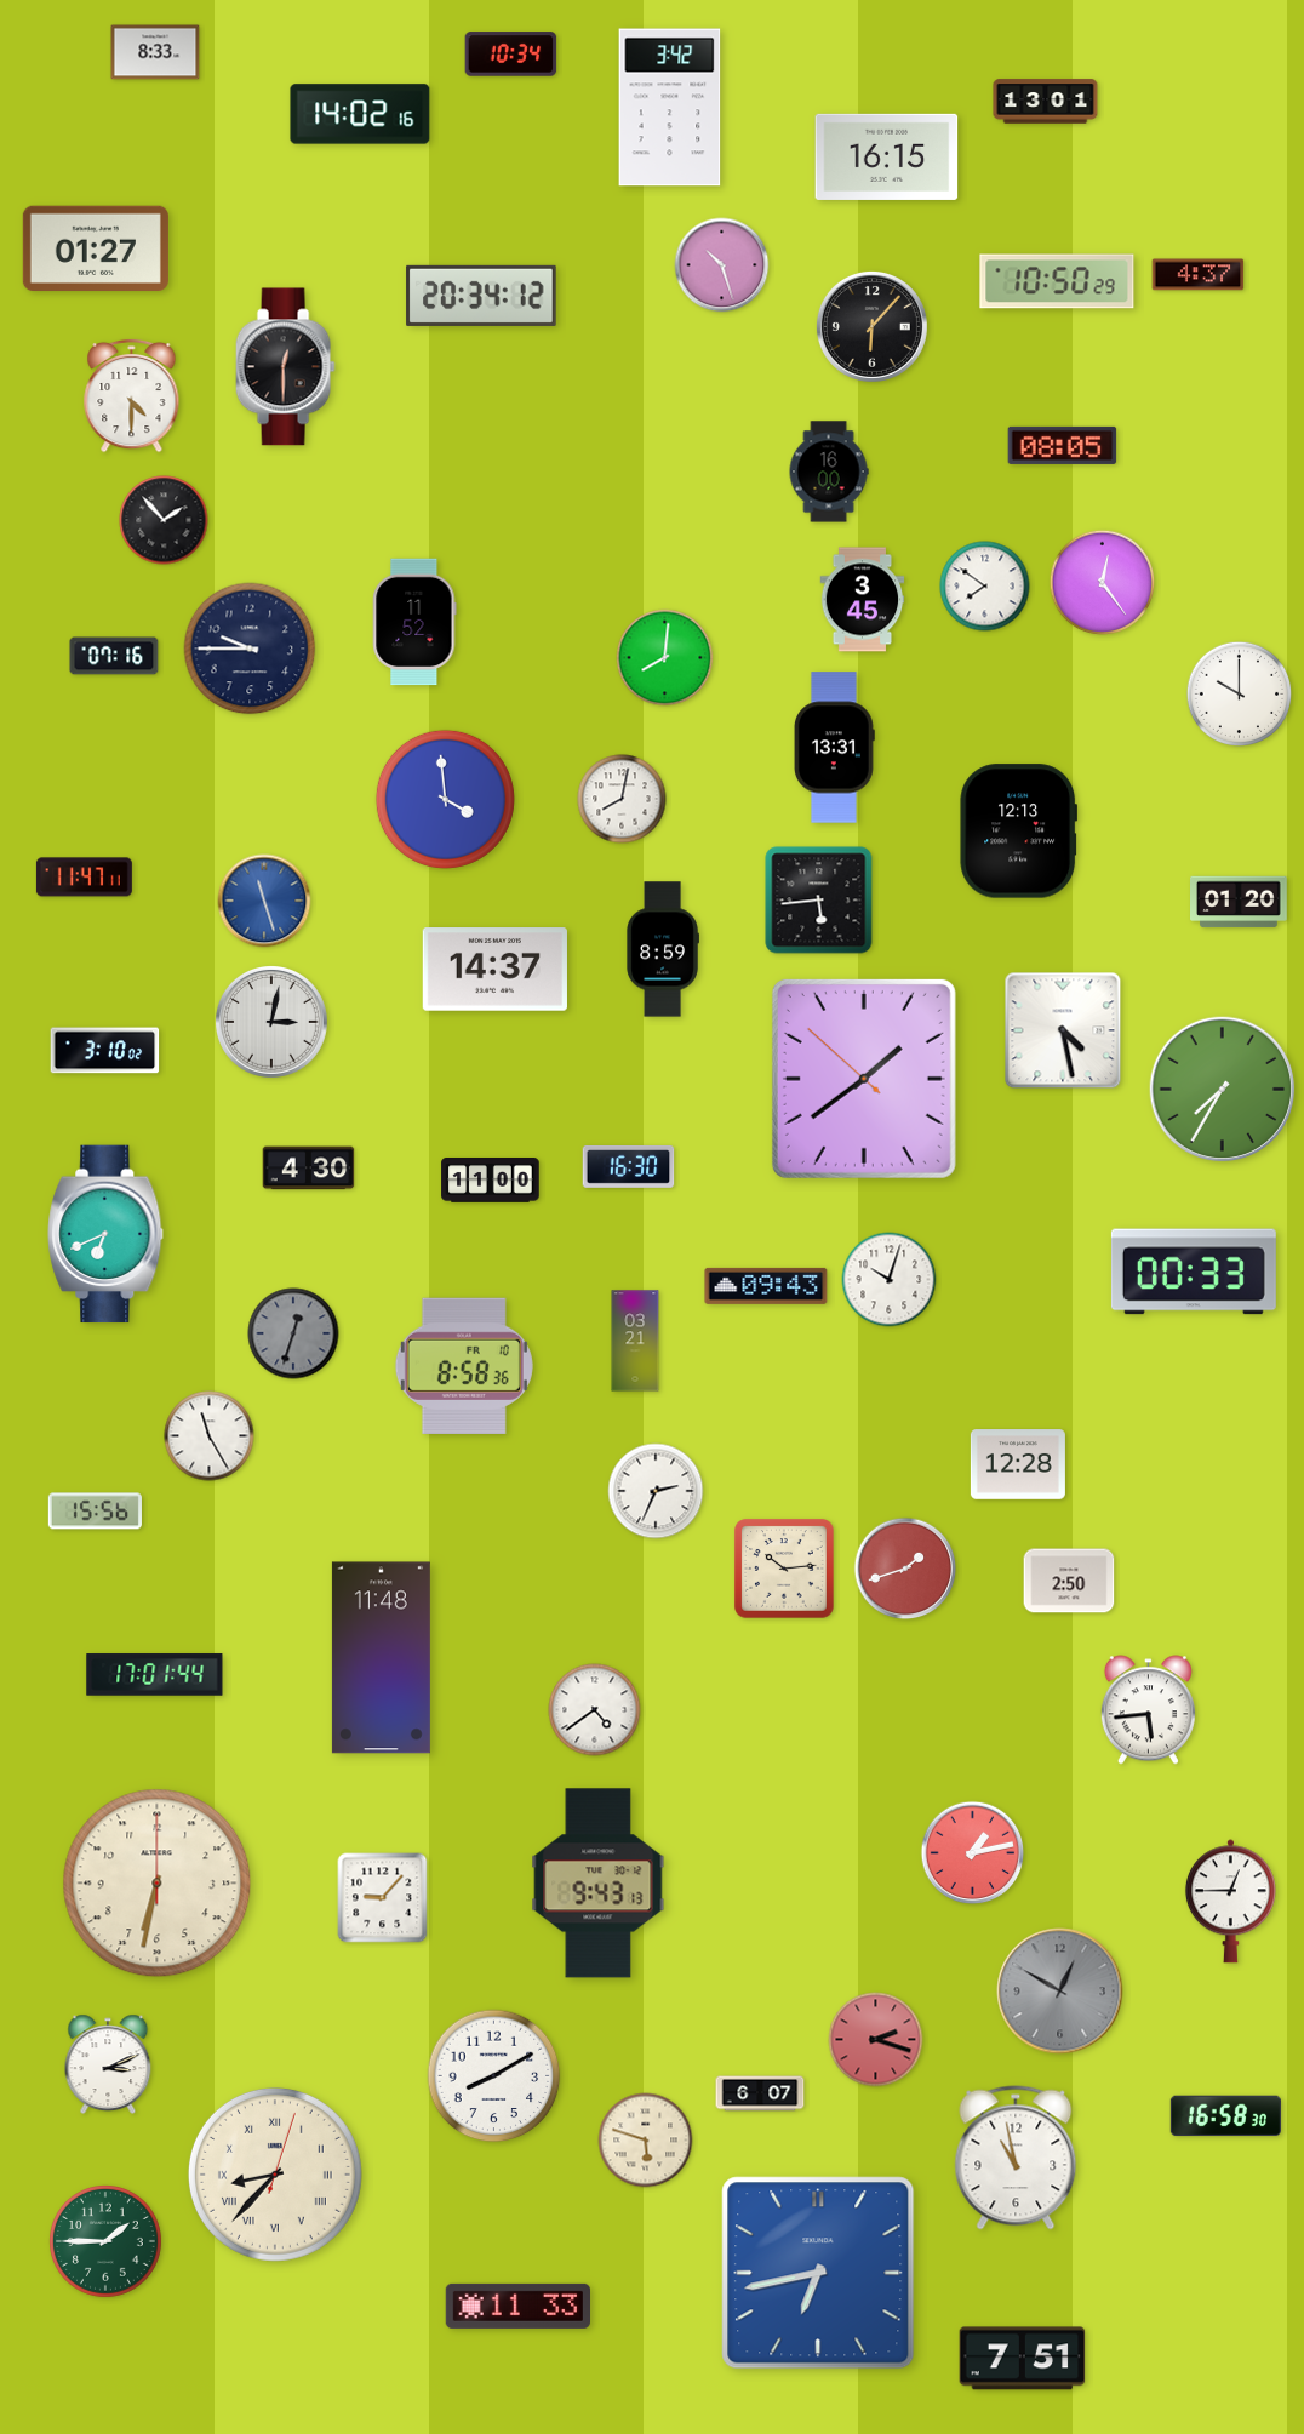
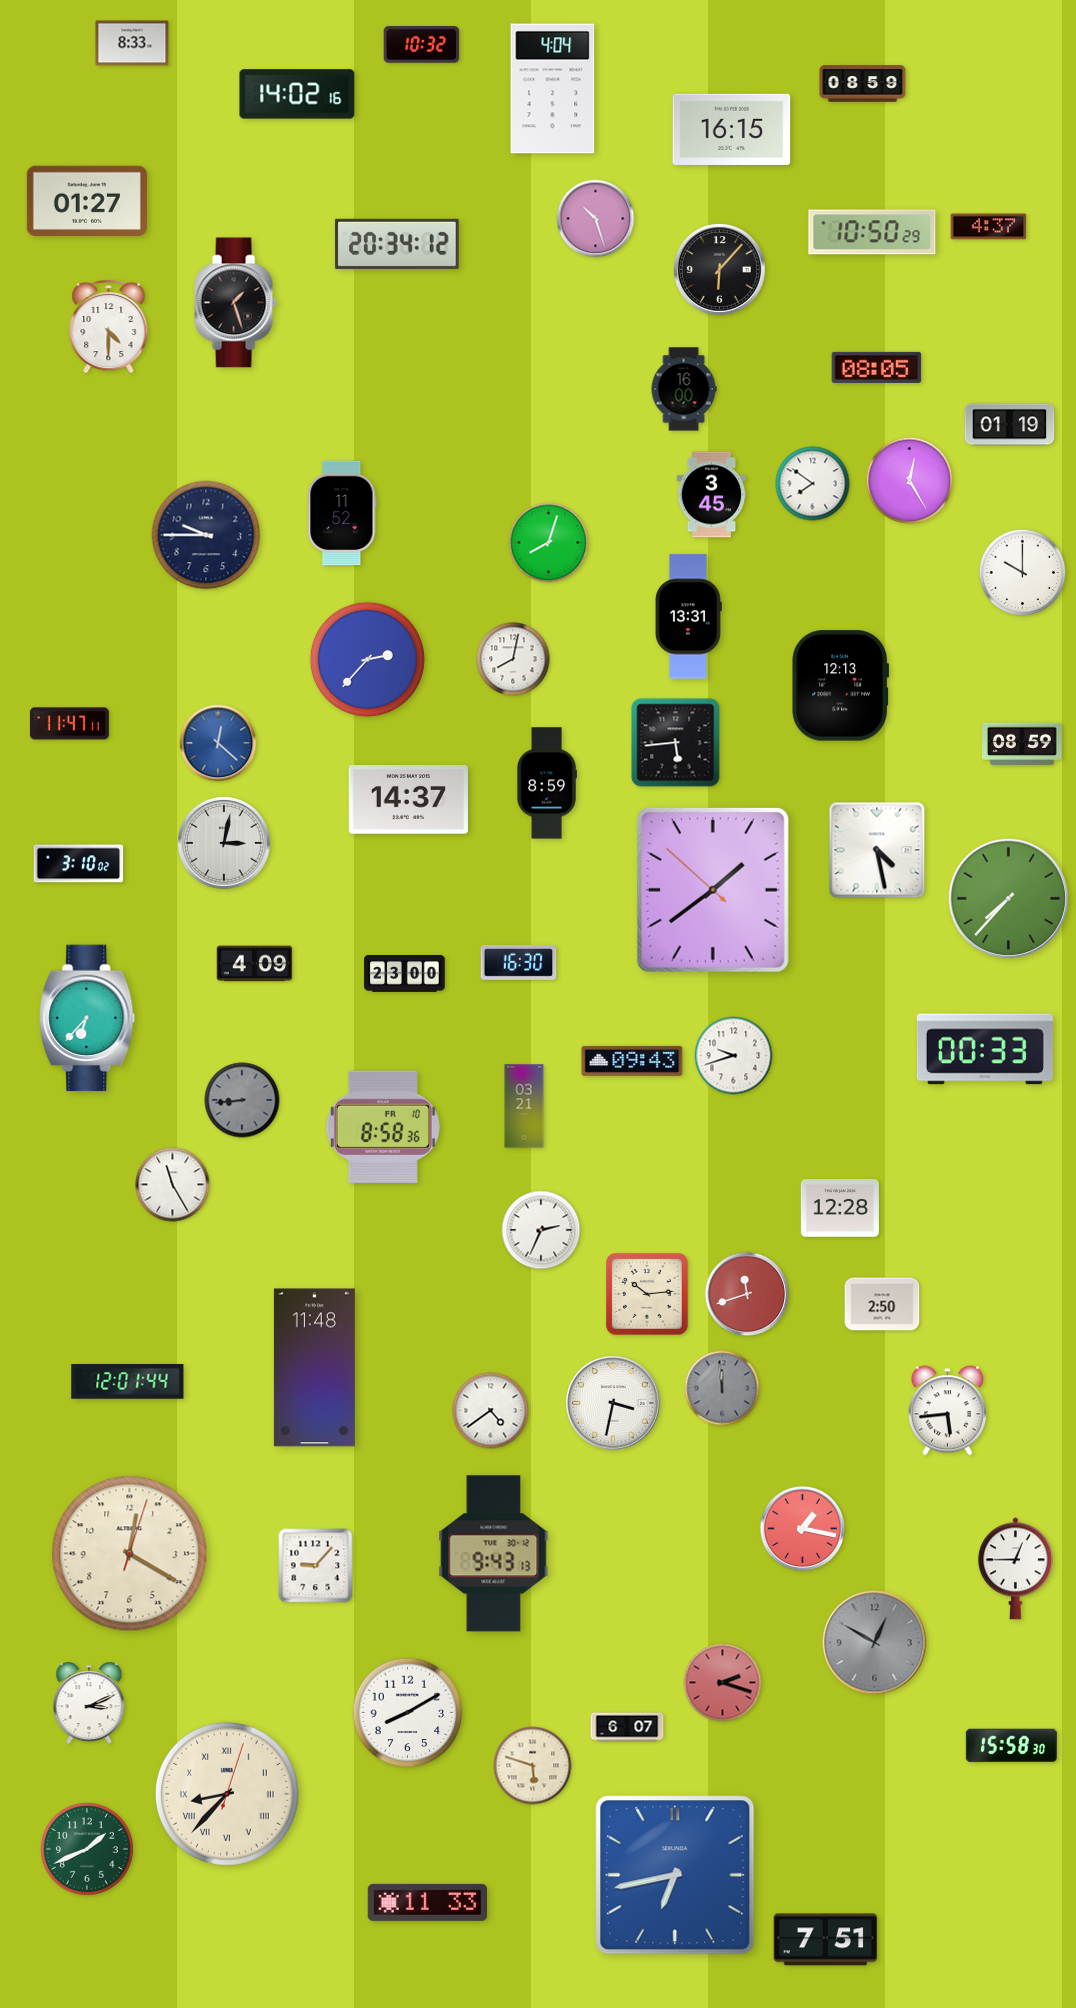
clock at (155, 52) position: (155, 52) -> (132, 43)
clock at (511, 55): 10:34 -> 10:32
clock at (1046, 102): 13:01 -> 08:59
clock at (670, 108): 3:42 -> 4:04
clock at (96, 247) position: (96, 247) -> (87, 200)
clock at (285, 367): 12:30 -> 1:27
clock at (1010, 425): none -> 01:19
clock at (164, 520): 1:53 -> none
clock at (1103, 583): 12:24 -> 12:25
clock at (114, 656): 07:16 -> none
clock at (665, 658): 8:01 -> 8:03
clock at (445, 799): 3:59 -> 2:37
clock at (264, 901): 11:27 -> 12:22
clock at (1239, 902): 01:20 -> 08:59
clock at (105, 1051) position: (105, 1051) -> (79, 864)
clock at (1223, 1090): 7:35 -> 7:37
clock at (309, 1169): 4:30 -> 4:09
clock at (491, 1181): 11:00 -> 23:00
clock at (105, 1234): 6:41 -> 6:37
clock at (890, 1280): 10:03 -> 9:42
clock at (293, 1333): 12:33 -> 8:44
clock at (95, 1512): 15:56 -> none
clock at (905, 1569): 1:42 -> 11:42
clock at (155, 1675): 17:01 -> 12:01
clock at (722, 1388): none -> 11:59
clock at (613, 1403): none -> 3:32
clock at (973, 1853): 1:13 -> 1:17
clock at (158, 1884): 6:32 -> 12:20
clock at (1225, 2116): 16:58 -> 15:58
clock at (1016, 2158): 10:58 -> none
clock at (107, 2242): 1:45 -> 1:41
clock at (1023, 2359) position: (1023, 2359) -> (826, 1940)
